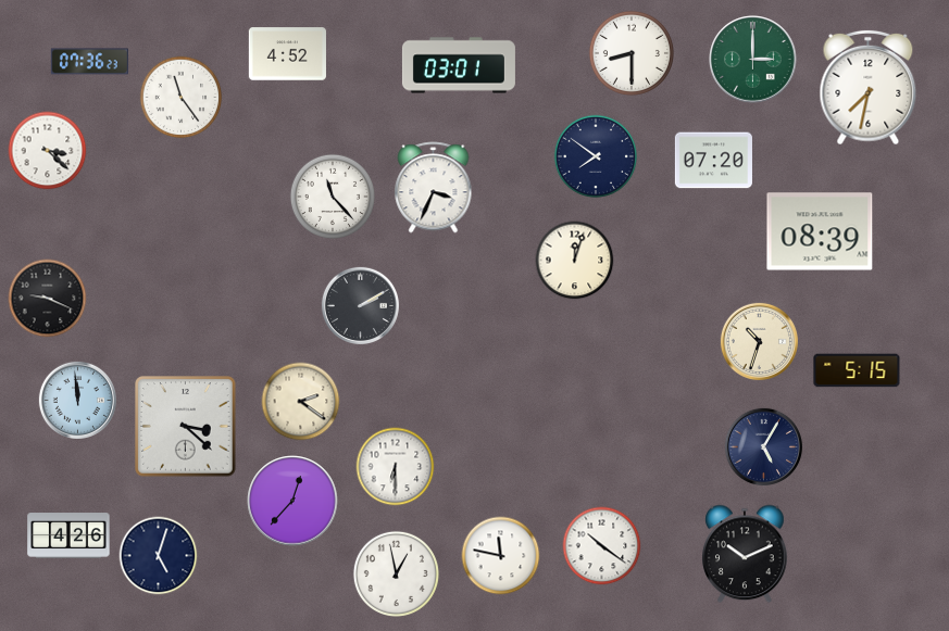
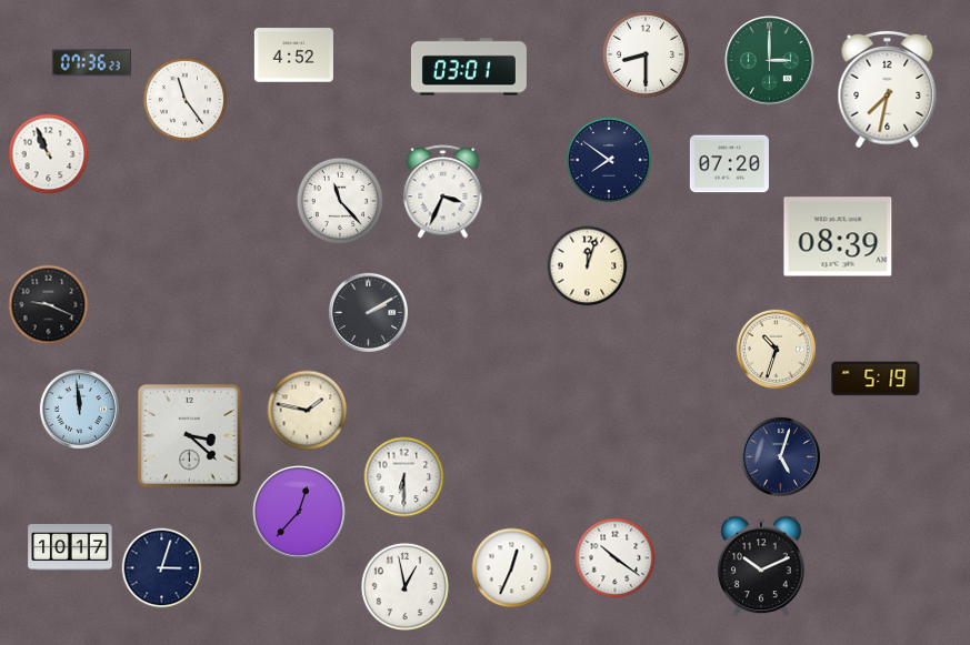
clock at (48, 151): 3:22 -> 10:56
clock at (857, 370): 5:15 -> 5:19
clock at (301, 402): 2:21 -> 1:47
clock at (763, 446): 5:05 -> 5:03
clock at (68, 535): 4:26 -> 10:17
clock at (159, 556): 5:03 -> 3:03
clock at (501, 556): 11:47 -> 12:34
